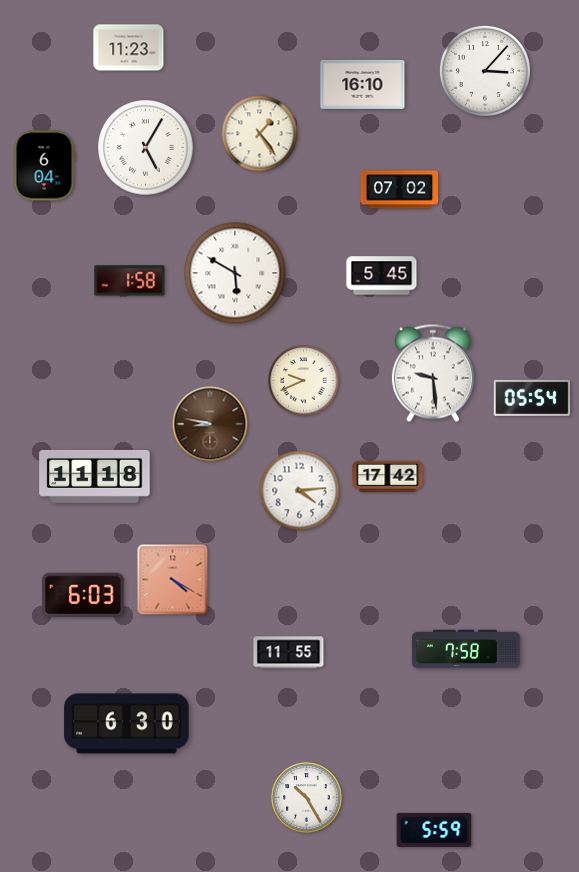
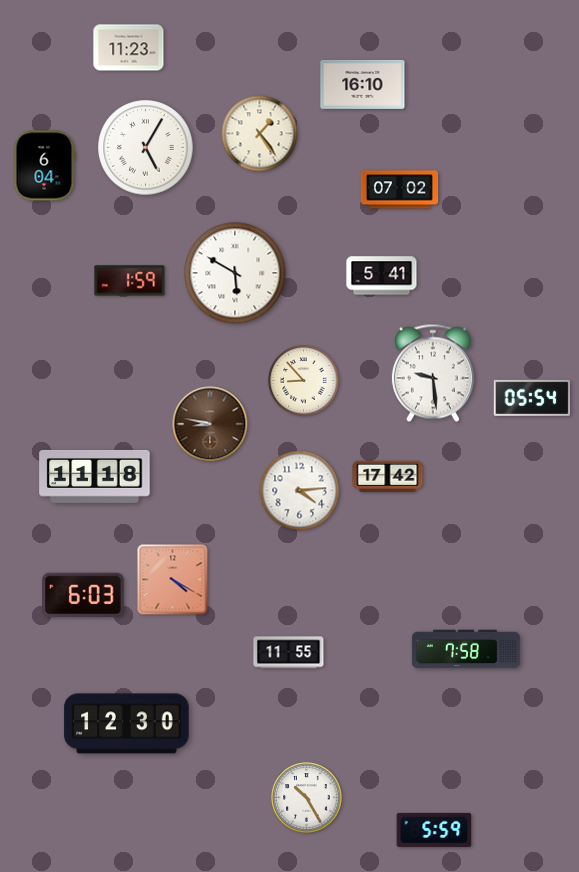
clock at (485, 71): 3:07 -> none
clock at (382, 276): 5:45 -> 5:41
clock at (130, 281): 1:58 -> 1:59
clock at (304, 381): 9:41 -> 8:53
clock at (127, 724): 6:30 -> 12:30
